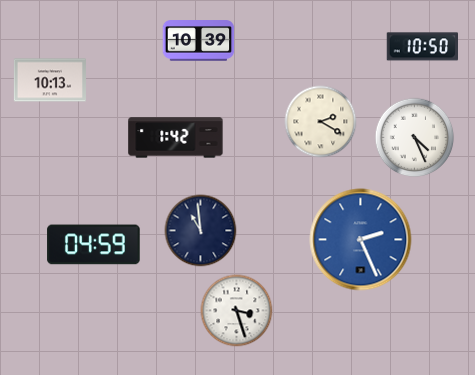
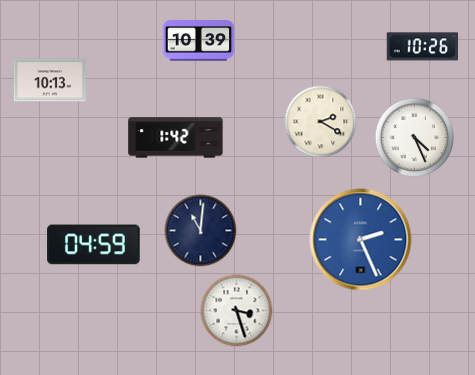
clock at (422, 47): 10:50 -> 10:26
clock at (201, 231): 10:59 -> 11:01
